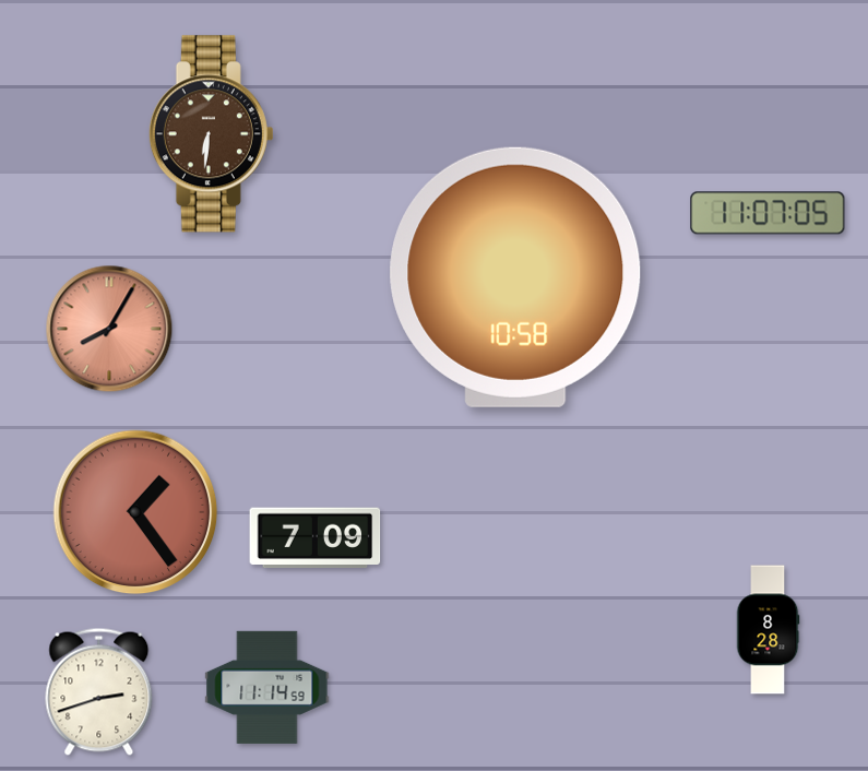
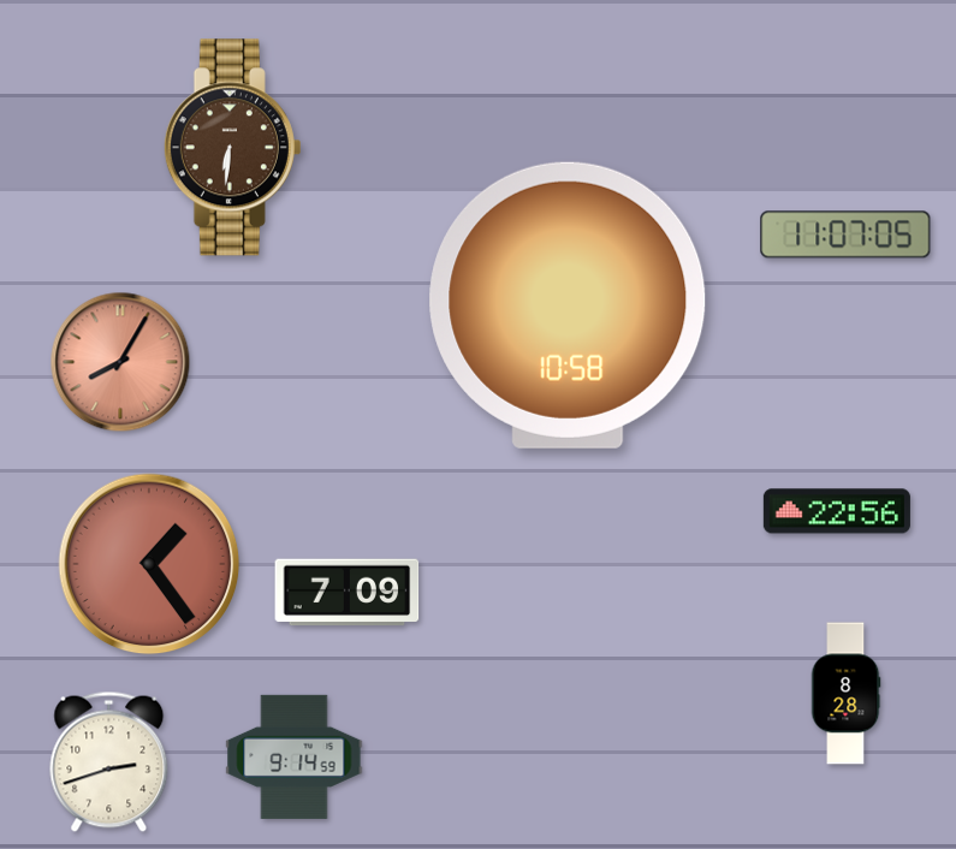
clock at (837, 511): none -> 22:56
clock at (267, 687): 11:14 -> 9:14
